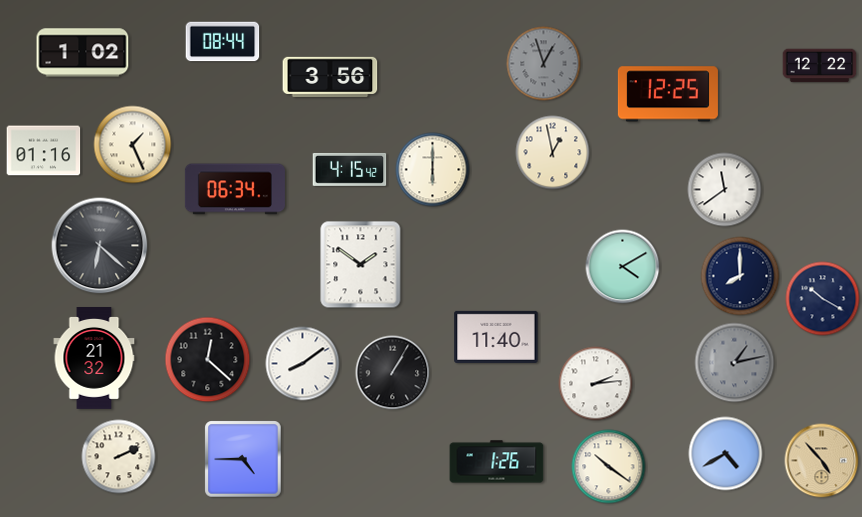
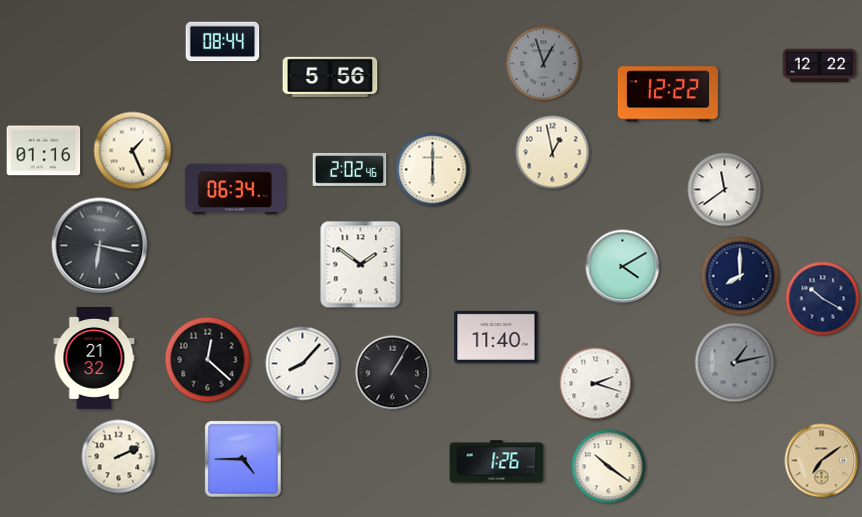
clock at (83, 53): 1:02 -> none
clock at (330, 76): 3:56 -> 5:56
clock at (668, 94): 12:25 -> 12:22
clock at (133, 145) position: (133, 145) -> (133, 151)
clock at (350, 169): 4:15 -> 2:02
clock at (100, 246): 6:22 -> 6:17
clock at (303, 364): 8:09 -> 8:07
clock at (596, 384): 2:14 -> 2:18
clock at (726, 454): 4:40 -> none
clock at (822, 461): 4:53 -> 7:09
